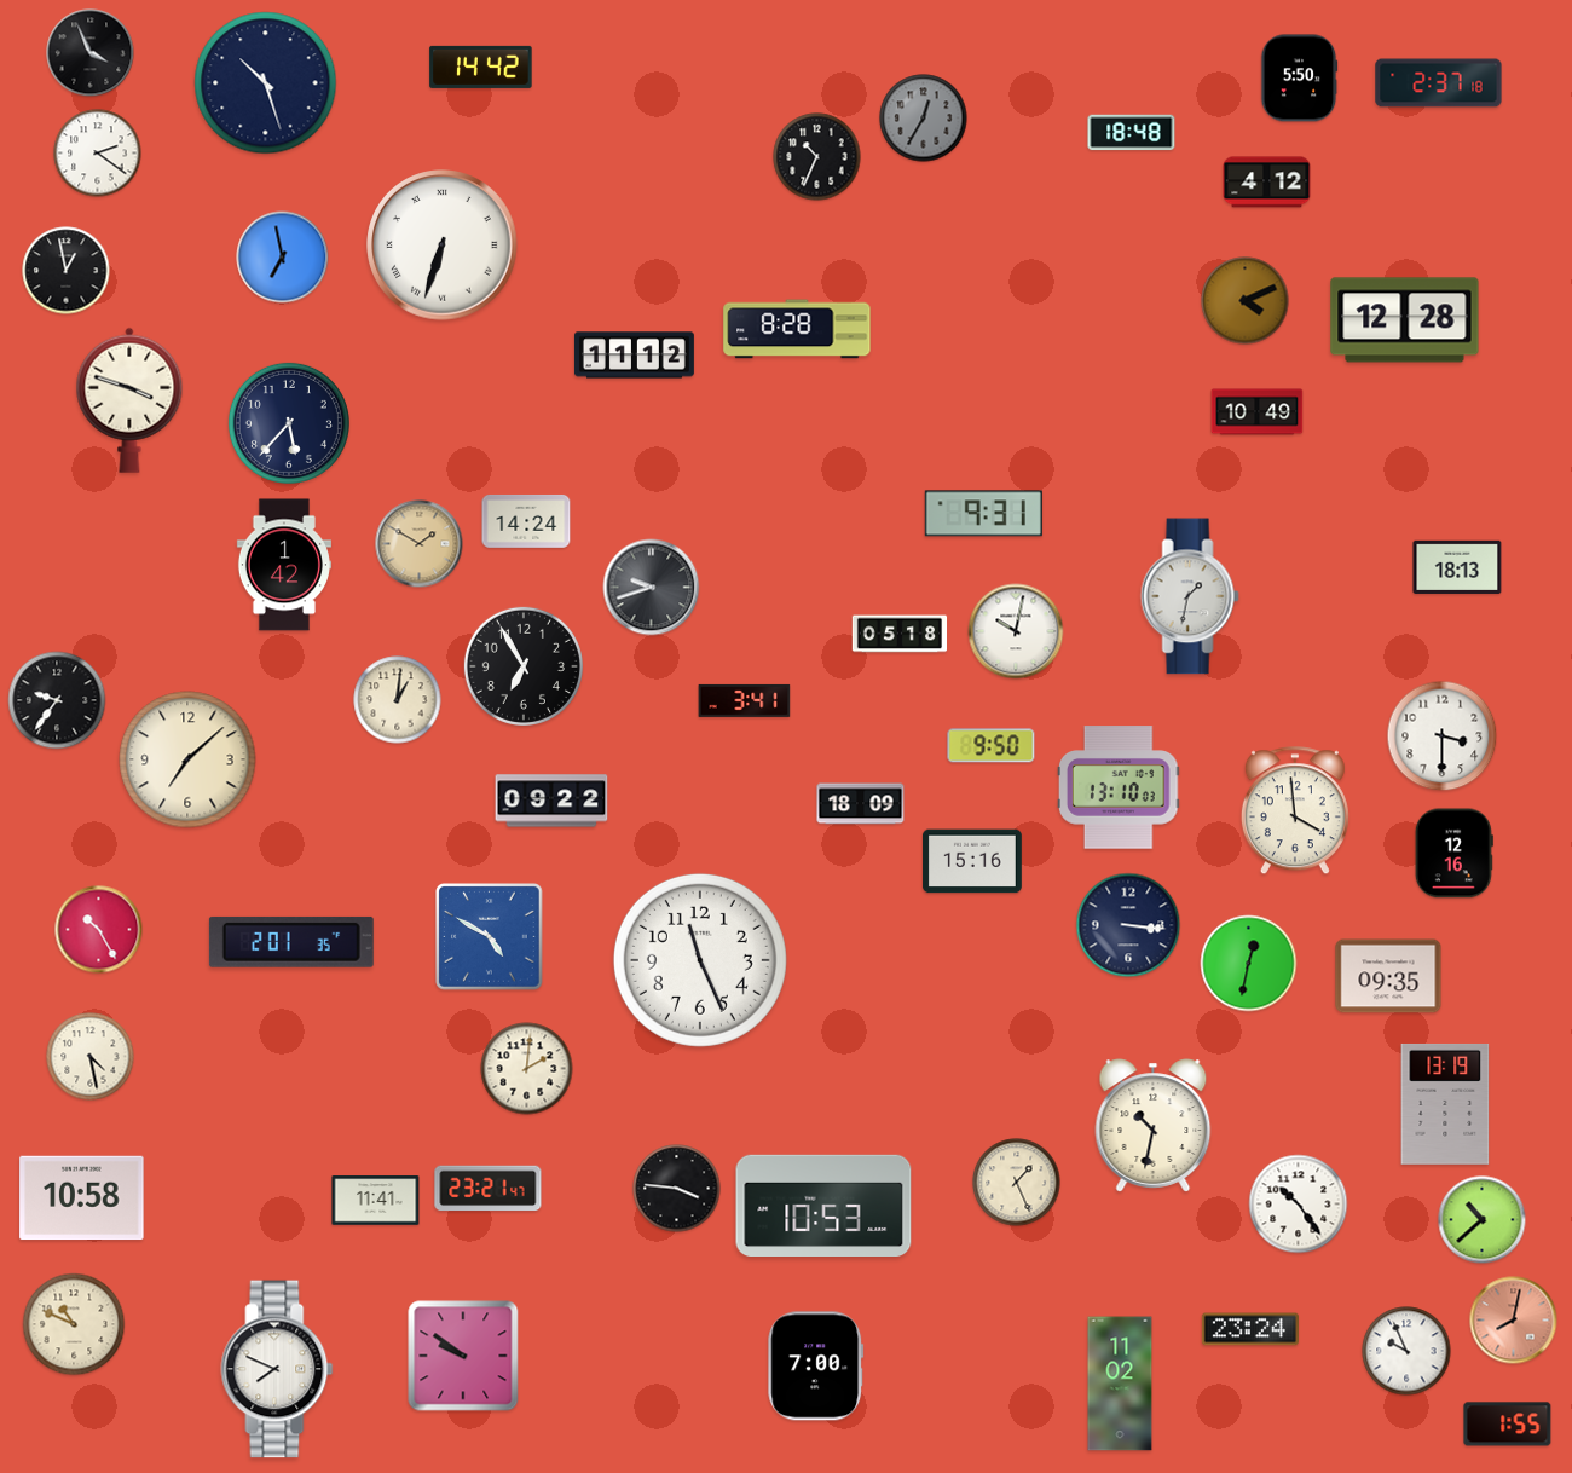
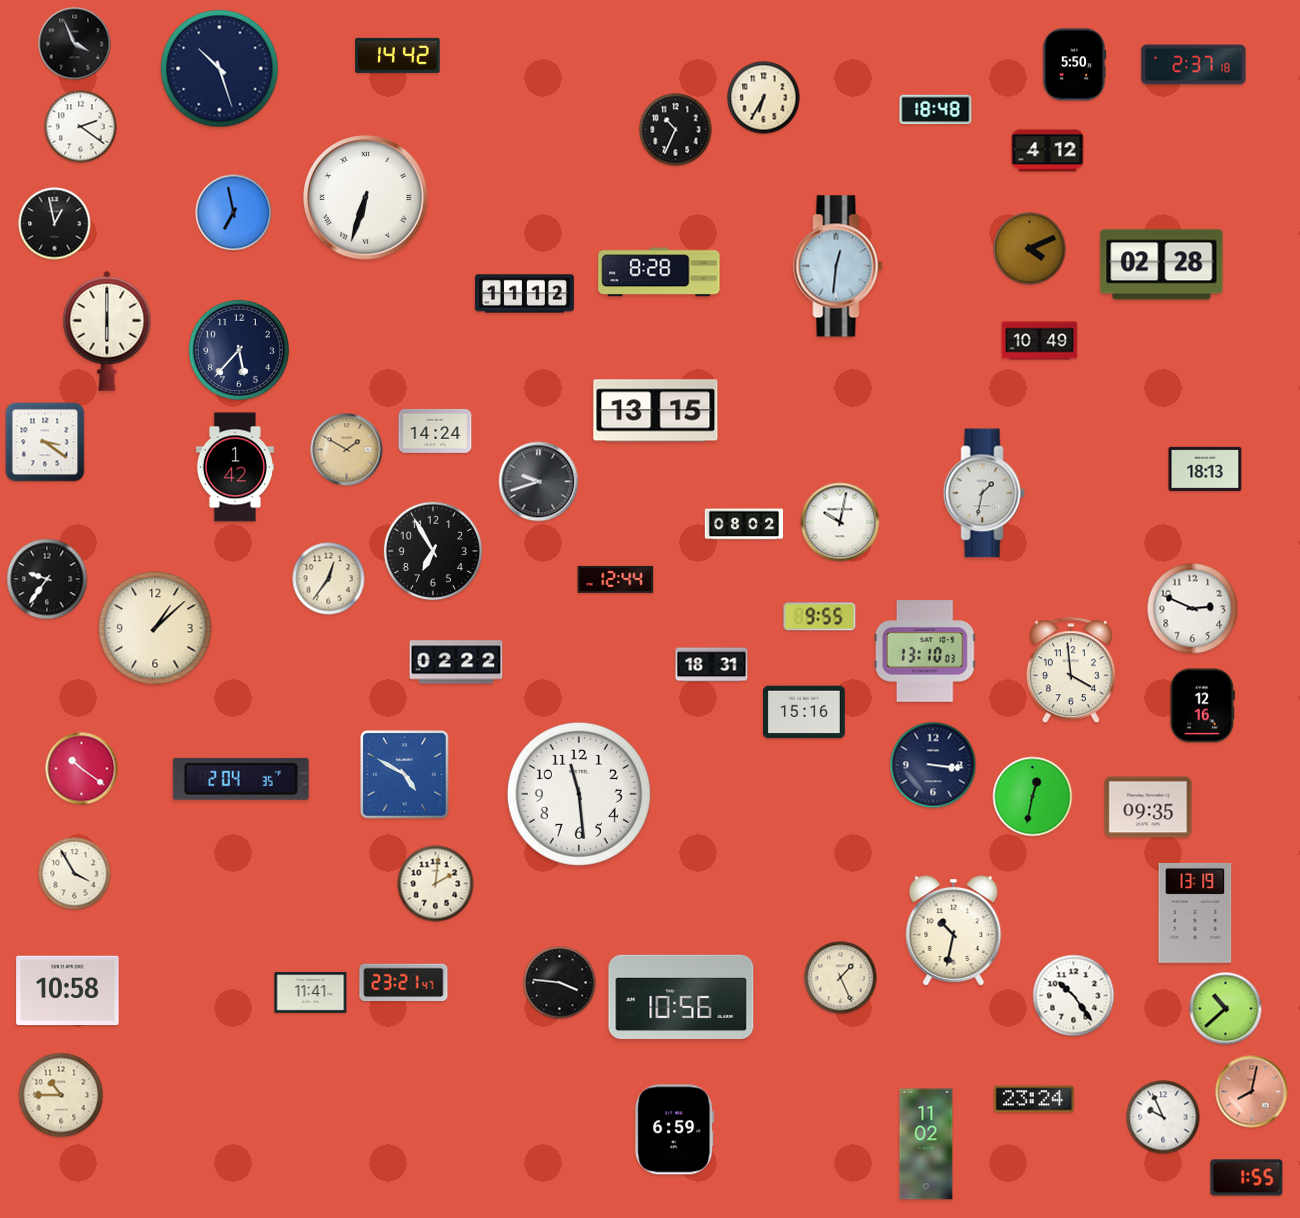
clock at (1439, 83) position: (1439, 83) -> (1194, 65)
clock at (924, 119): 12:35 -> 6:35
clock at (924, 119) dial: grey -> cream
clock at (443, 245) position: (443, 245) -> (366, 198)
clock at (1405, 320): 12:28 -> 02:28
clock at (838, 266): none -> 12:31
clock at (129, 400): 3:48 -> 6:00
clock at (656, 411): none -> 13:15
clock at (983, 514): 9:31 -> none
clock at (45, 442): none -> 3:21
clock at (652, 588) position: (652, 588) -> (539, 482)
clock at (900, 634): 05:18 -> 08:02
clock at (398, 700): 1:01 -> 12:36
clock at (745, 700): 3:41 -> 12:44
clock at (1443, 736): 3:30 -> 2:49
clock at (992, 746): 9:50 -> 9:55
clock at (187, 759): 7:08 -> 1:08
clock at (551, 801): 09:22 -> 02:22
clock at (861, 804): 18:09 -> 18:31
clock at (99, 930): 10:25 -> 10:21
clock at (291, 942): 2:01 -> 2:04
clock at (700, 960): 11:26 -> 11:29
clock at (91, 1057): 4:28 -> 3:55
clock at (823, 1205): 10:53 -> 10:56
clock at (74, 1324): 10:49 -> 10:45
clock at (463, 1356): 9:51 -> none
clock at (816, 1367): 7:00 -> 6:59
clock at (277, 1369): 7:49 -> none
